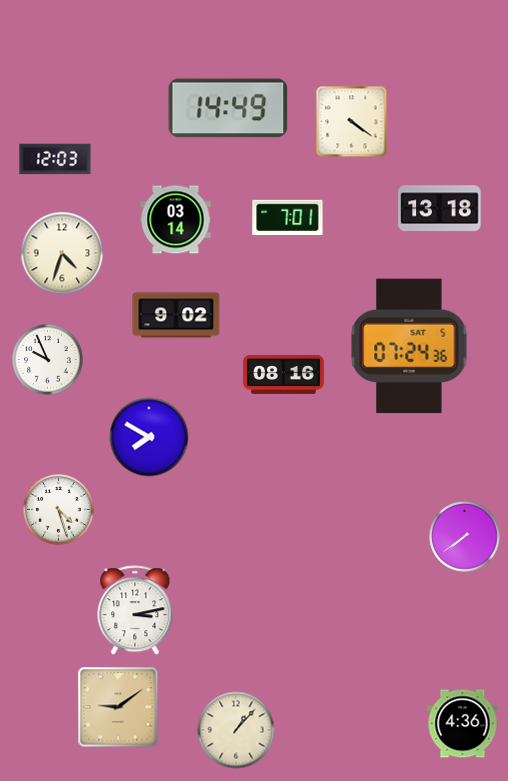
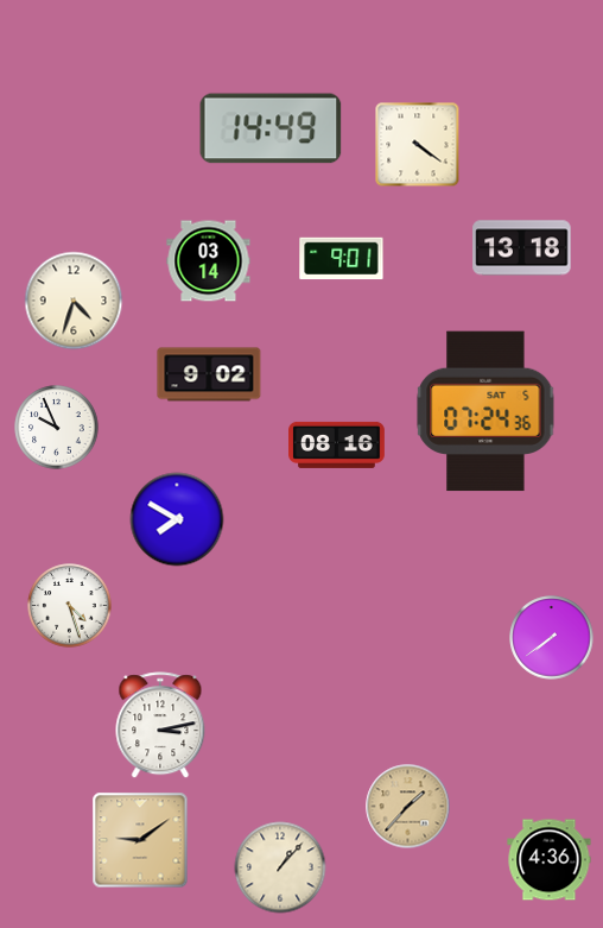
clock at (55, 159): 12:03 -> none
clock at (288, 218): 7:01 -> 9:01
clock at (408, 807): none -> 1:37
